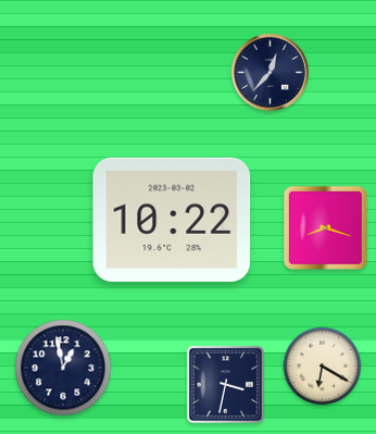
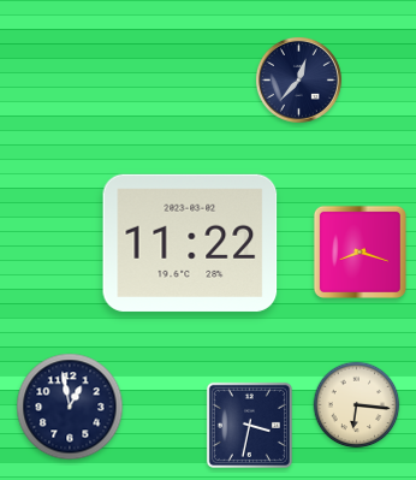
clock at (172, 220): 10:22 -> 11:22
clock at (323, 367): 6:20 -> 6:16
